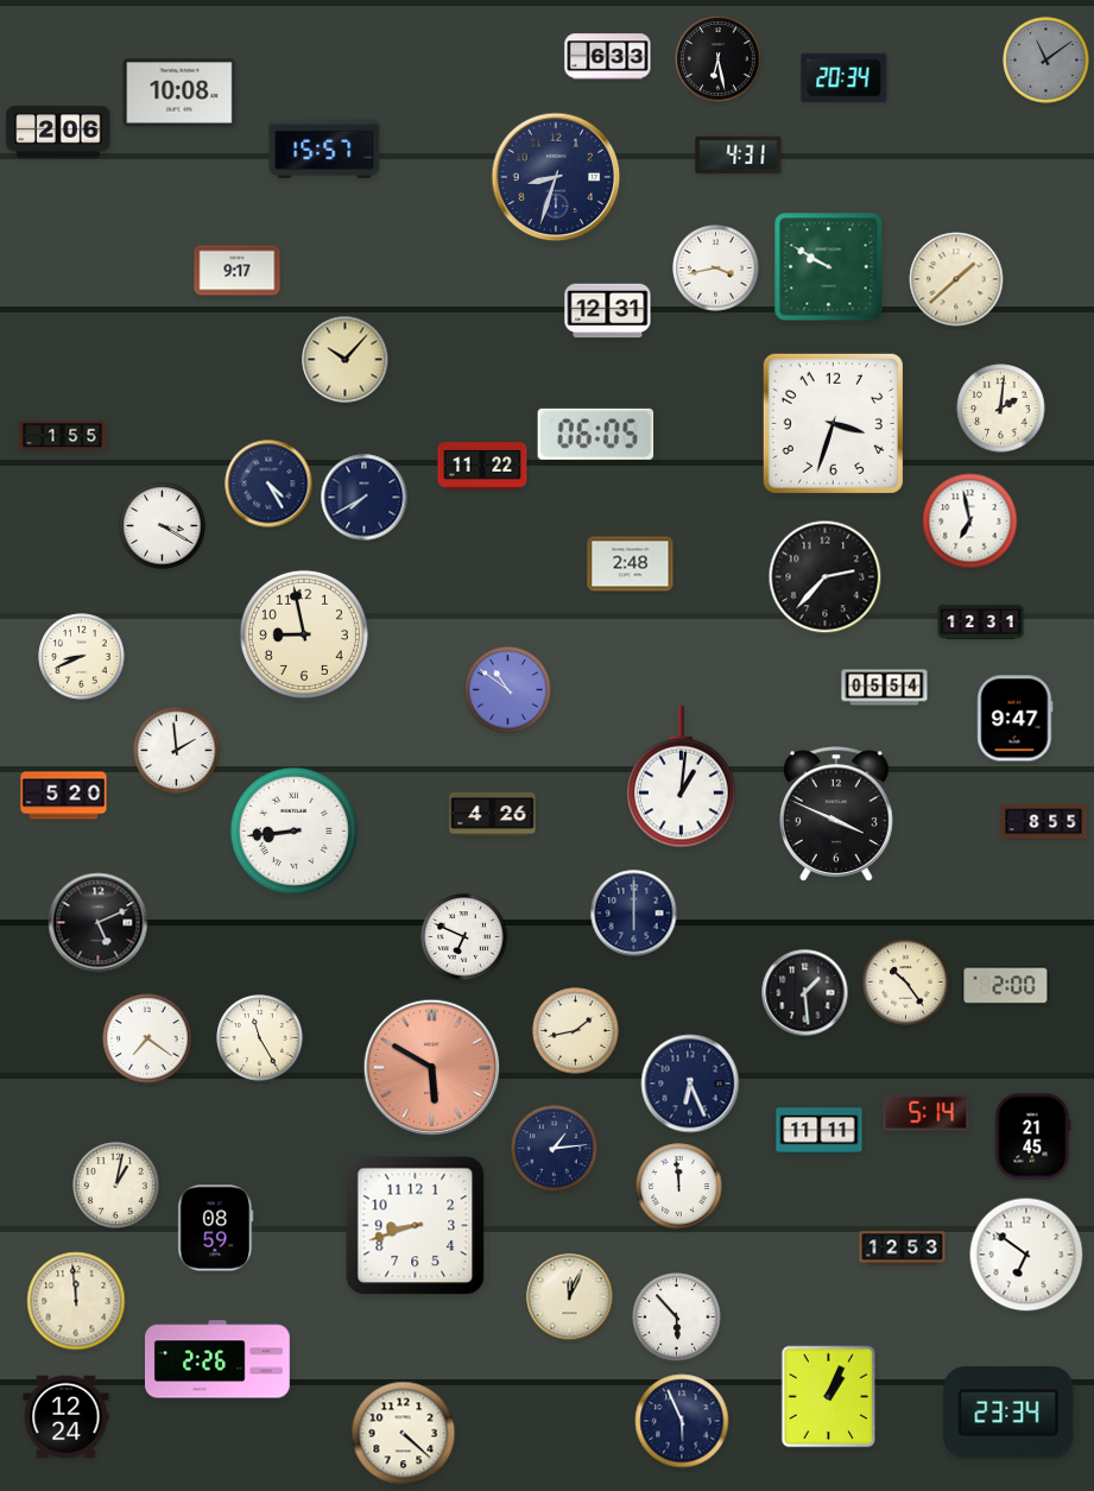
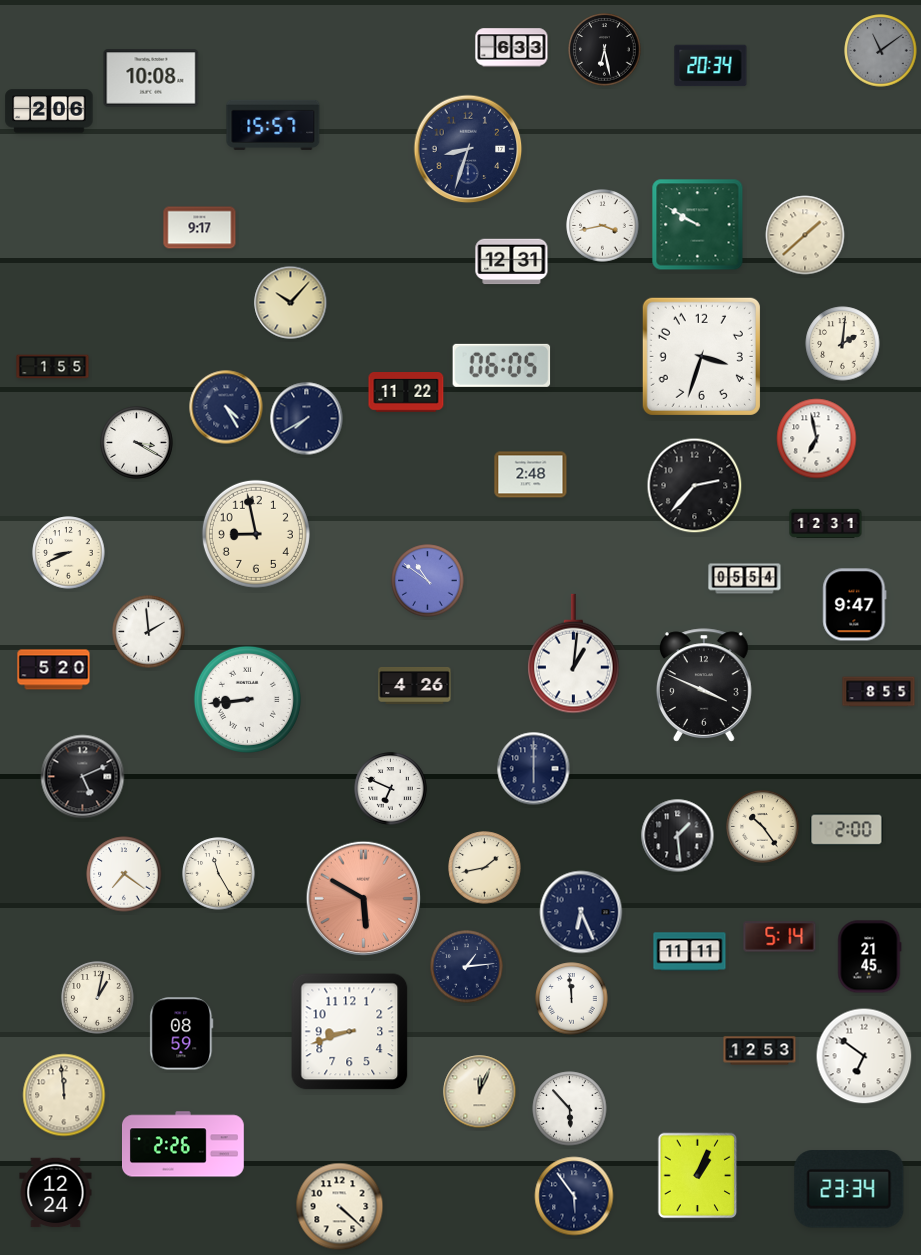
clock at (739, 156): 4:31 -> none
clock at (682, 1421): 5:56 -> 5:54
